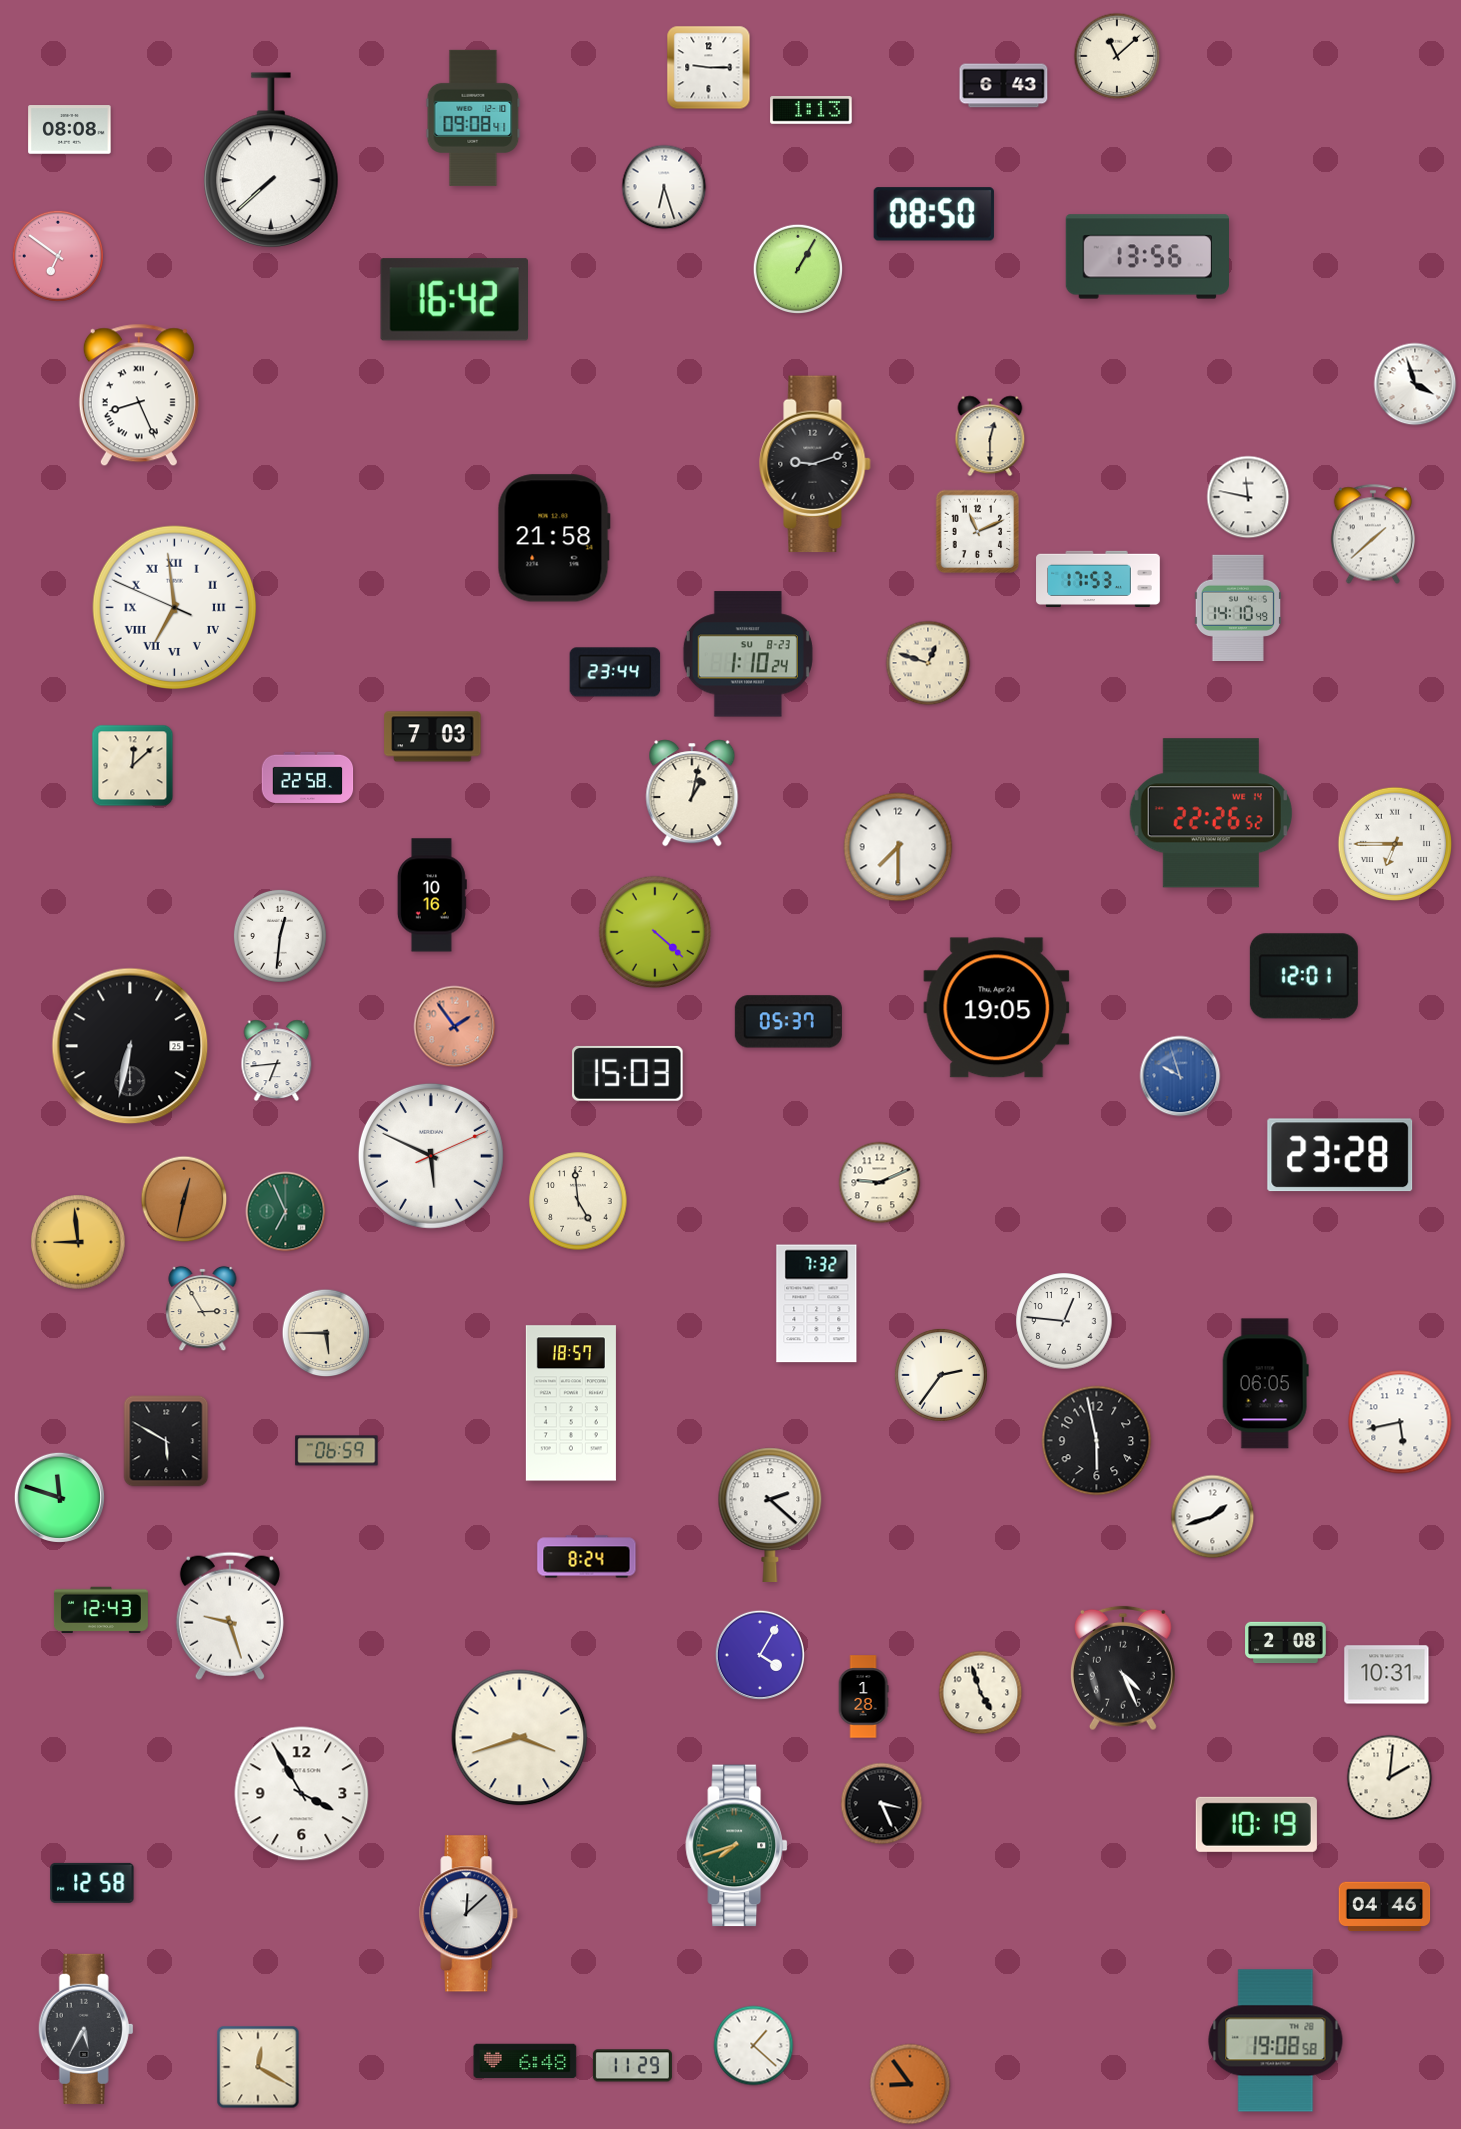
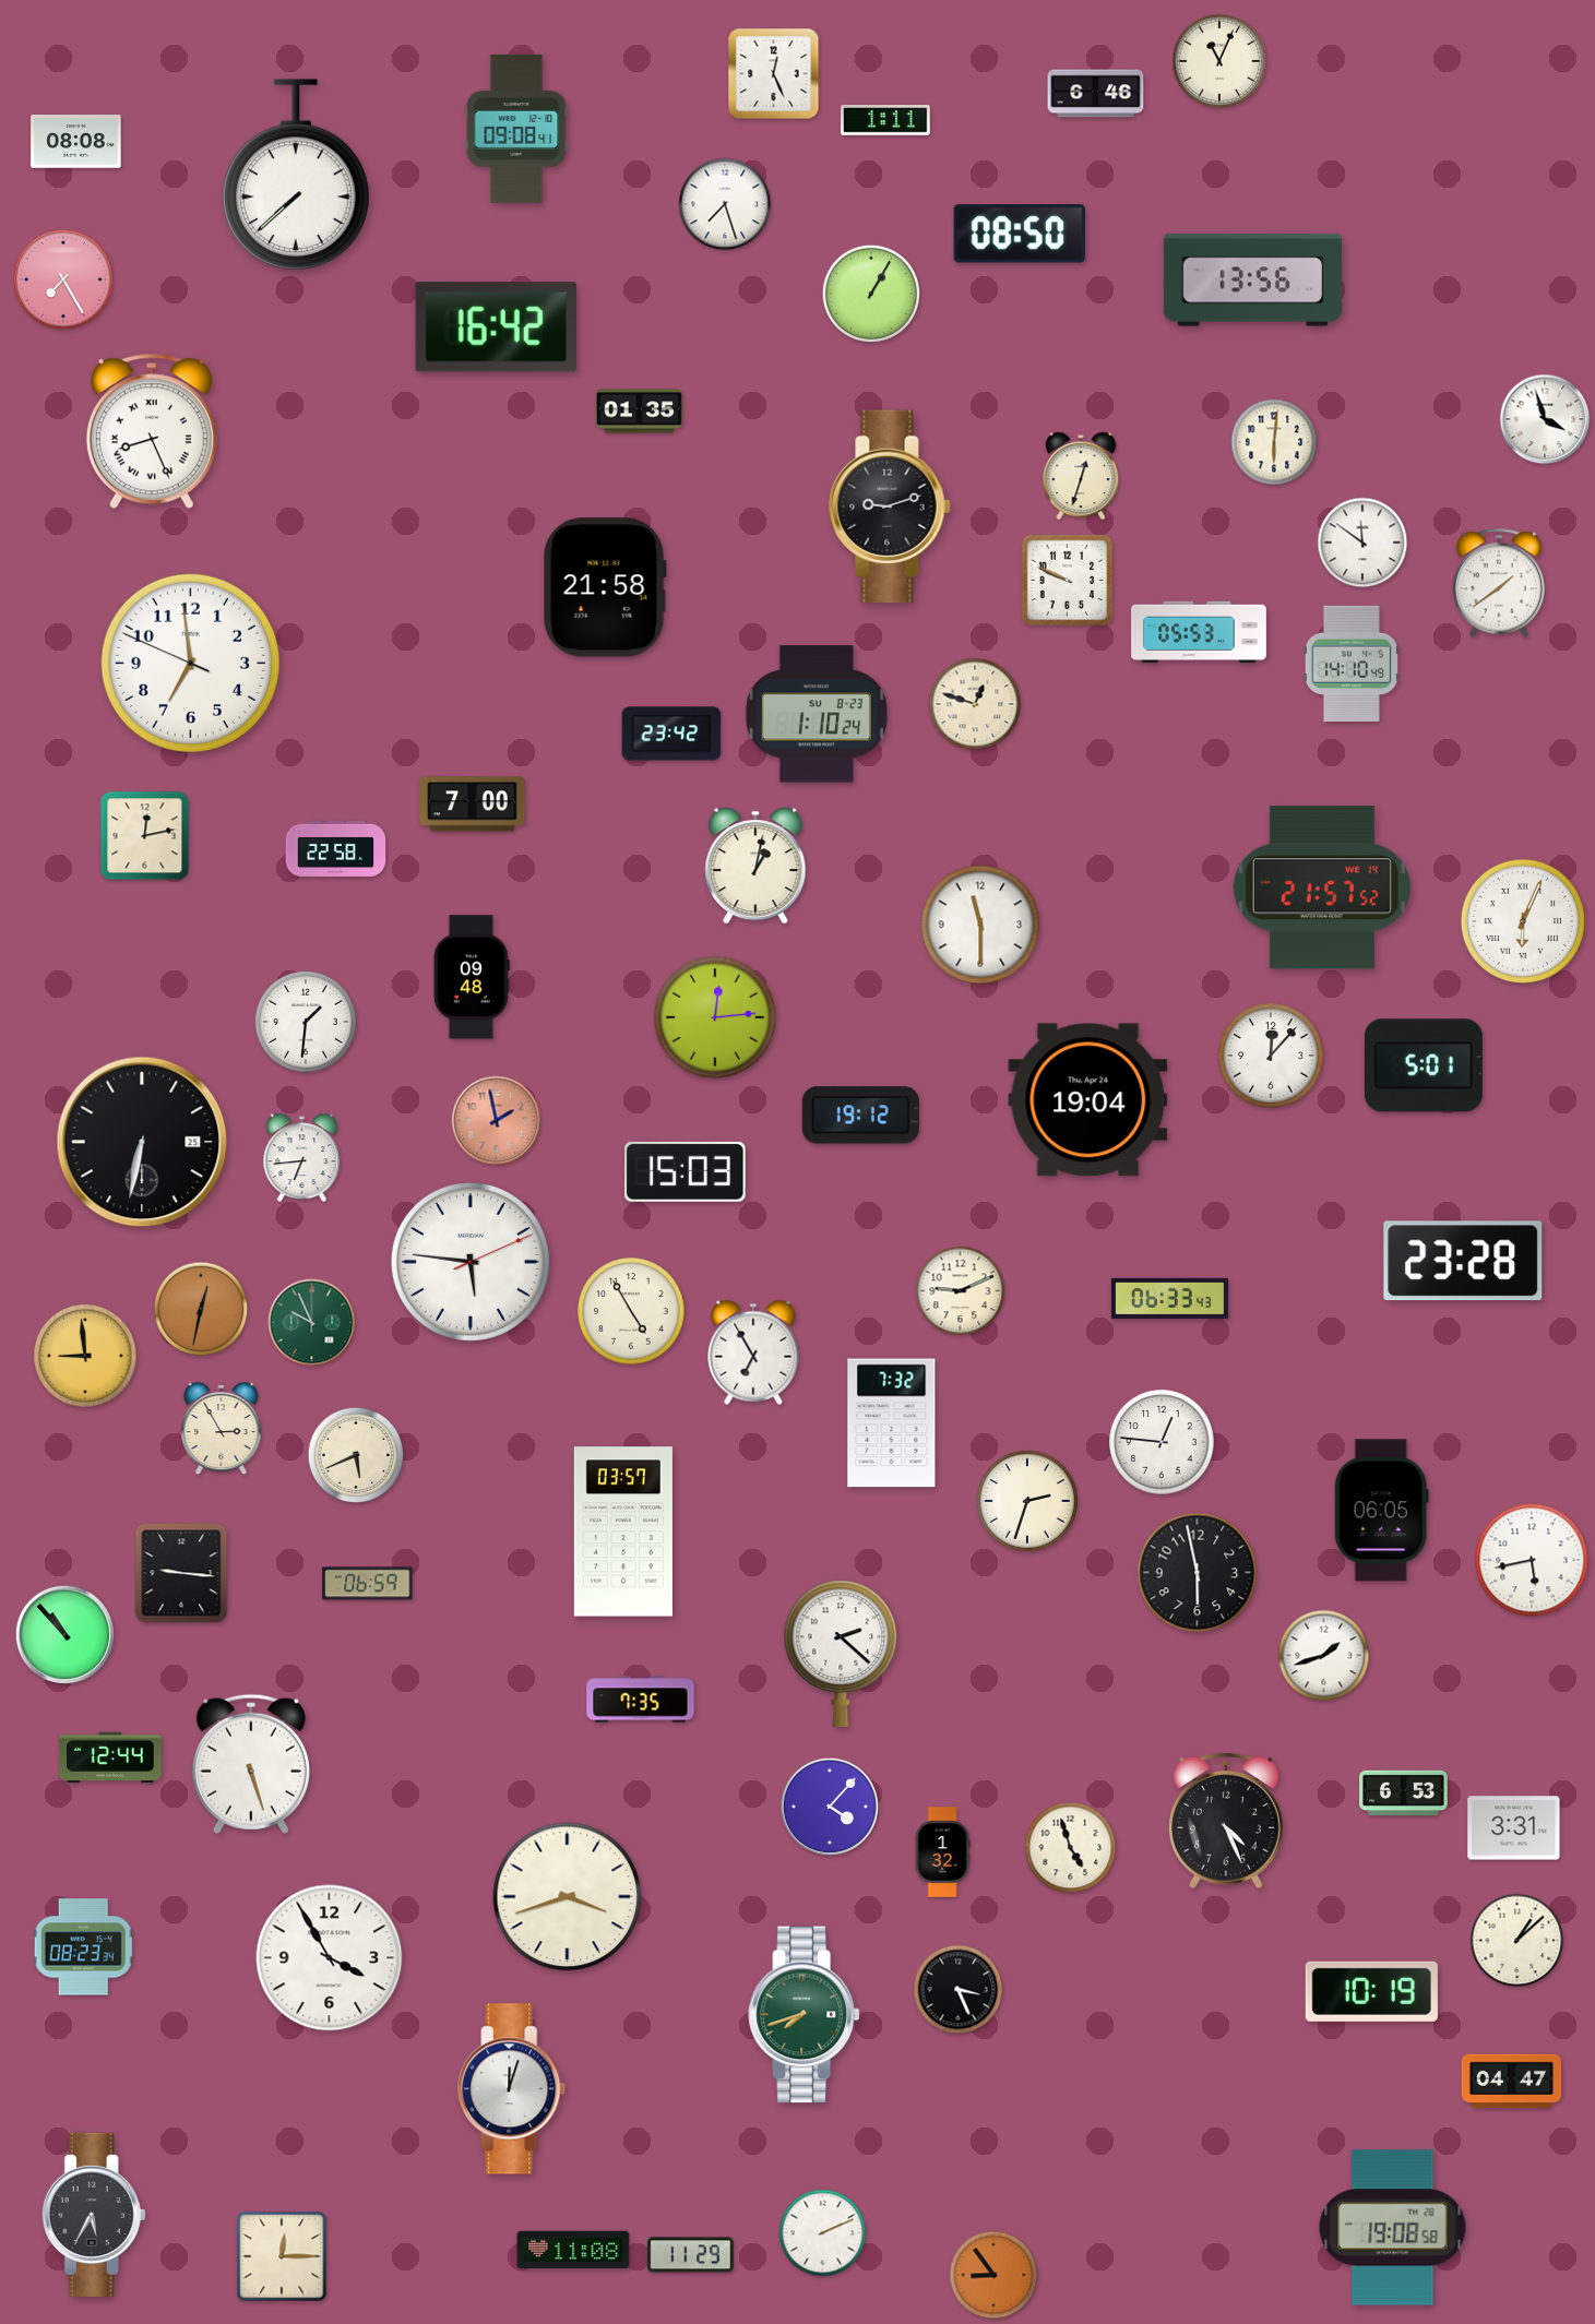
clock at (1117, 56): 11:08 -> 11:04
clock at (709, 68): 9:15 -> 12:26
clock at (1004, 86): 6:43 -> 6:46
clock at (811, 110): 1:13 -> 1:11
clock at (664, 187): 6:27 -> 7:27
clock at (58, 256): 6:51 -> 7:25
clock at (639, 412): none -> 01:35
clock at (1274, 442): none -> 6:01
clock at (990, 436): 12:30 -> 12:33
clock at (1248, 497): 11:47 -> 11:51
clock at (978, 532): 11:11 -> 9:49
clock at (1372, 534): 1:38 -> 1:39
clock at (1098, 579): 17:53 -> 05:53
clock at (175, 608) numerals: Roman -> Arabic
clock at (928, 663) position: (928, 663) -> (975, 704)
clock at (615, 672): 23:44 -> 23:42
clock at (433, 737): 7:03 -> 7:00
clock at (133, 766): 12:08 -> 12:13
clock at (1211, 813): 22:26 -> 21:57
clock at (1395, 844): 6:45 -> 6:04
clock at (898, 847): 7:30 -> 11:30
clock at (432, 895): 10:16 -> 09:48
clock at (655, 932): 4:22 -> 12:14
clock at (280, 936): 12:31 -> 1:31
clock at (1271, 1056): none -> 12:07
clock at (1304, 976): 12:01 -> 5:01
clock at (997, 1008): 19:05 -> 19:04
clock at (788, 1022): 05:37 -> 19:12
clock at (455, 1027): 1:54 -> 1:58
clock at (1180, 1076): 9:57 -> none
clock at (431, 1156): 5:49 -> 5:46
clock at (1169, 1298): none -> 06:33
clock at (578, 1201): 4:59 -> 4:55
clock at (286, 1212): 6:56 -> 9:56
clock at (753, 1352): none -> 6:55
clock at (326, 1333): 5:45 -> 5:41
clock at (941, 1375): 2:36 -> 2:33
clock at (571, 1403): 18:57 -> 03:57
clock at (1400, 1422) position: (1400, 1422) -> (1532, 1560)
clock at (166, 1441): 5:50 -> 9:16
clock at (59, 1497): 11:48 -> 10:53
clock at (587, 1557): 8:24 -> 7:35
clock at (101, 1610): 12:43 -> 12:44
clock at (230, 1616): 9:27 -> 5:27
clock at (1286, 1643): 2:08 -> 6:53
clock at (759, 1654): 4:05 -> 4:07
clock at (1387, 1675): 10:31 -> 3:31
clock at (863, 1697): 1:28 -> 1:32
clock at (1390, 1778): 2:01 -> 1:08
clock at (83, 1947): none -> 08:23
clock at (882, 1804) position: (882, 1804) -> (959, 1990)
clock at (92, 1883): 12:58 -> none
clock at (1385, 1907): 04:46 -> 04:47
clock at (469, 1914): 12:08 -> 12:03
clock at (754, 2046): 1:22 -> 2:11
clock at (525, 2061): 6:48 -> 11:08
clock at (258, 2067): 12:20 -> 12:15
